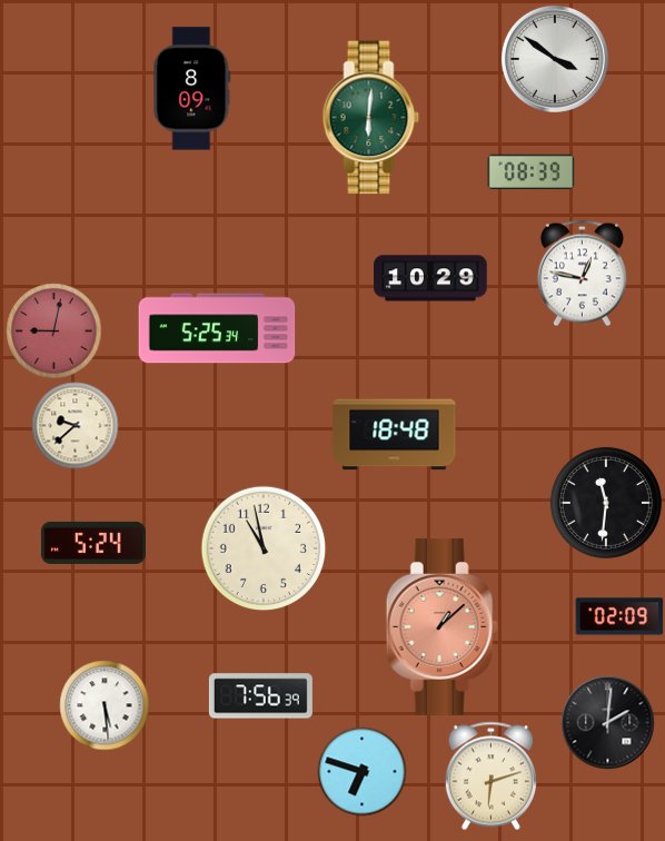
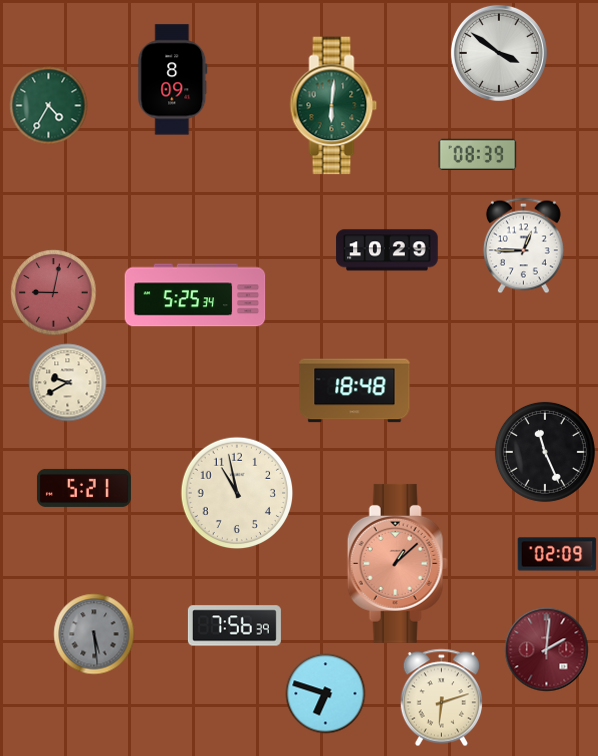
clock at (48, 105): none -> 4:35
clock at (582, 273): 12:47 -> 12:45
clock at (53, 330) position: (53, 330) -> (53, 292)
clock at (75, 425): 9:38 -> 9:40
clock at (606, 503): 11:31 -> 11:26
clock at (93, 543): 5:24 -> 5:21
clock at (105, 705) dial: white -> grey
clock at (607, 722) dial: black -> burgundy
